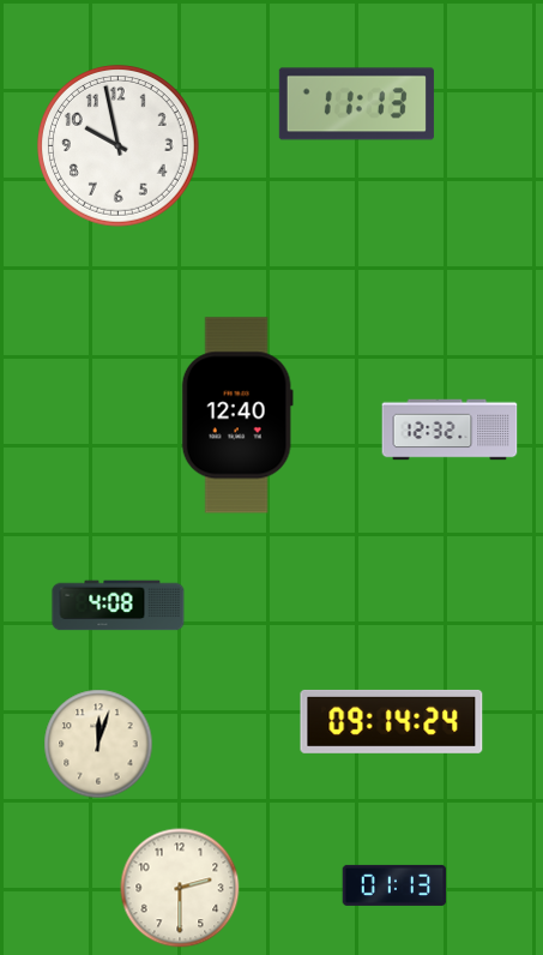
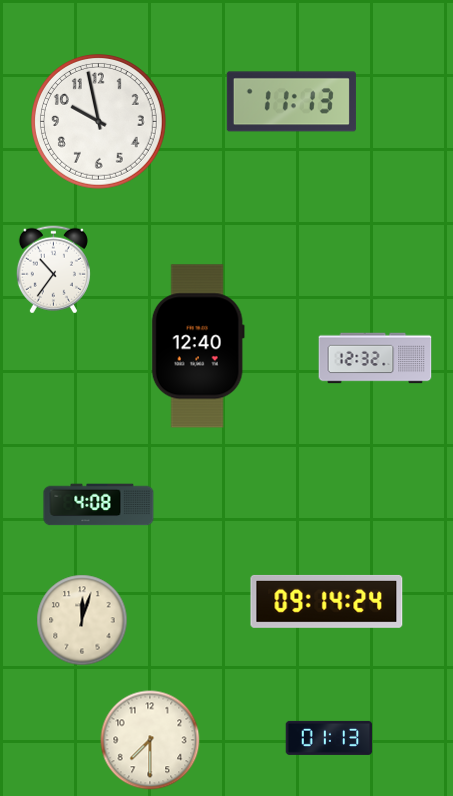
clock at (356, 104) position: (356, 104) -> (291, 102)
clock at (53, 270): none -> 10:36
clock at (180, 888): 2:30 -> 7:30
